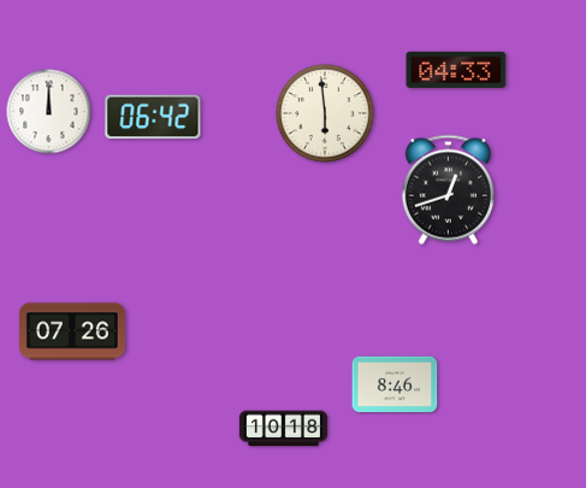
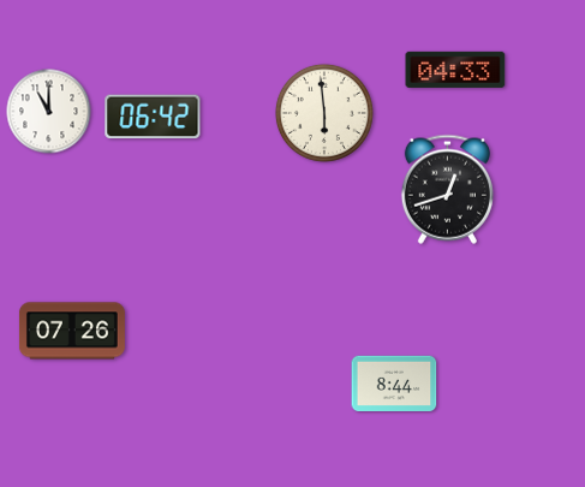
clock at (49, 112): 12:00 -> 11:00
clock at (395, 383): 8:46 -> 8:44
clock at (283, 429): 10:18 -> none
